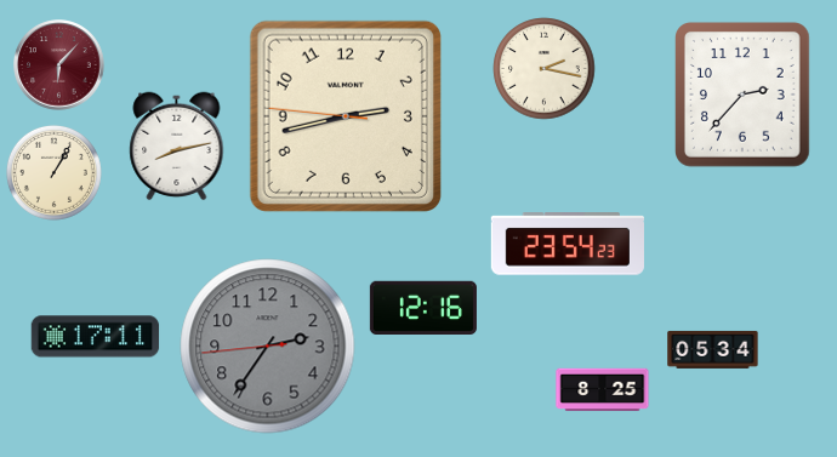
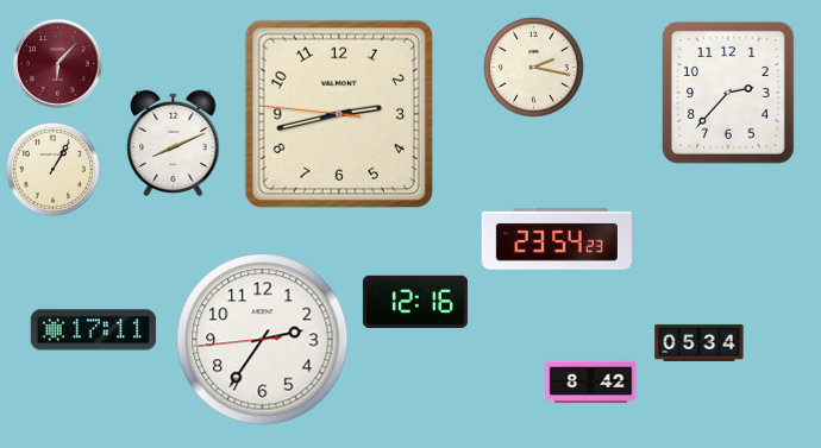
clock at (177, 147): 8:13 -> 8:11
clock at (268, 347) dial: grey -> white
clock at (603, 390): 8:25 -> 8:42
